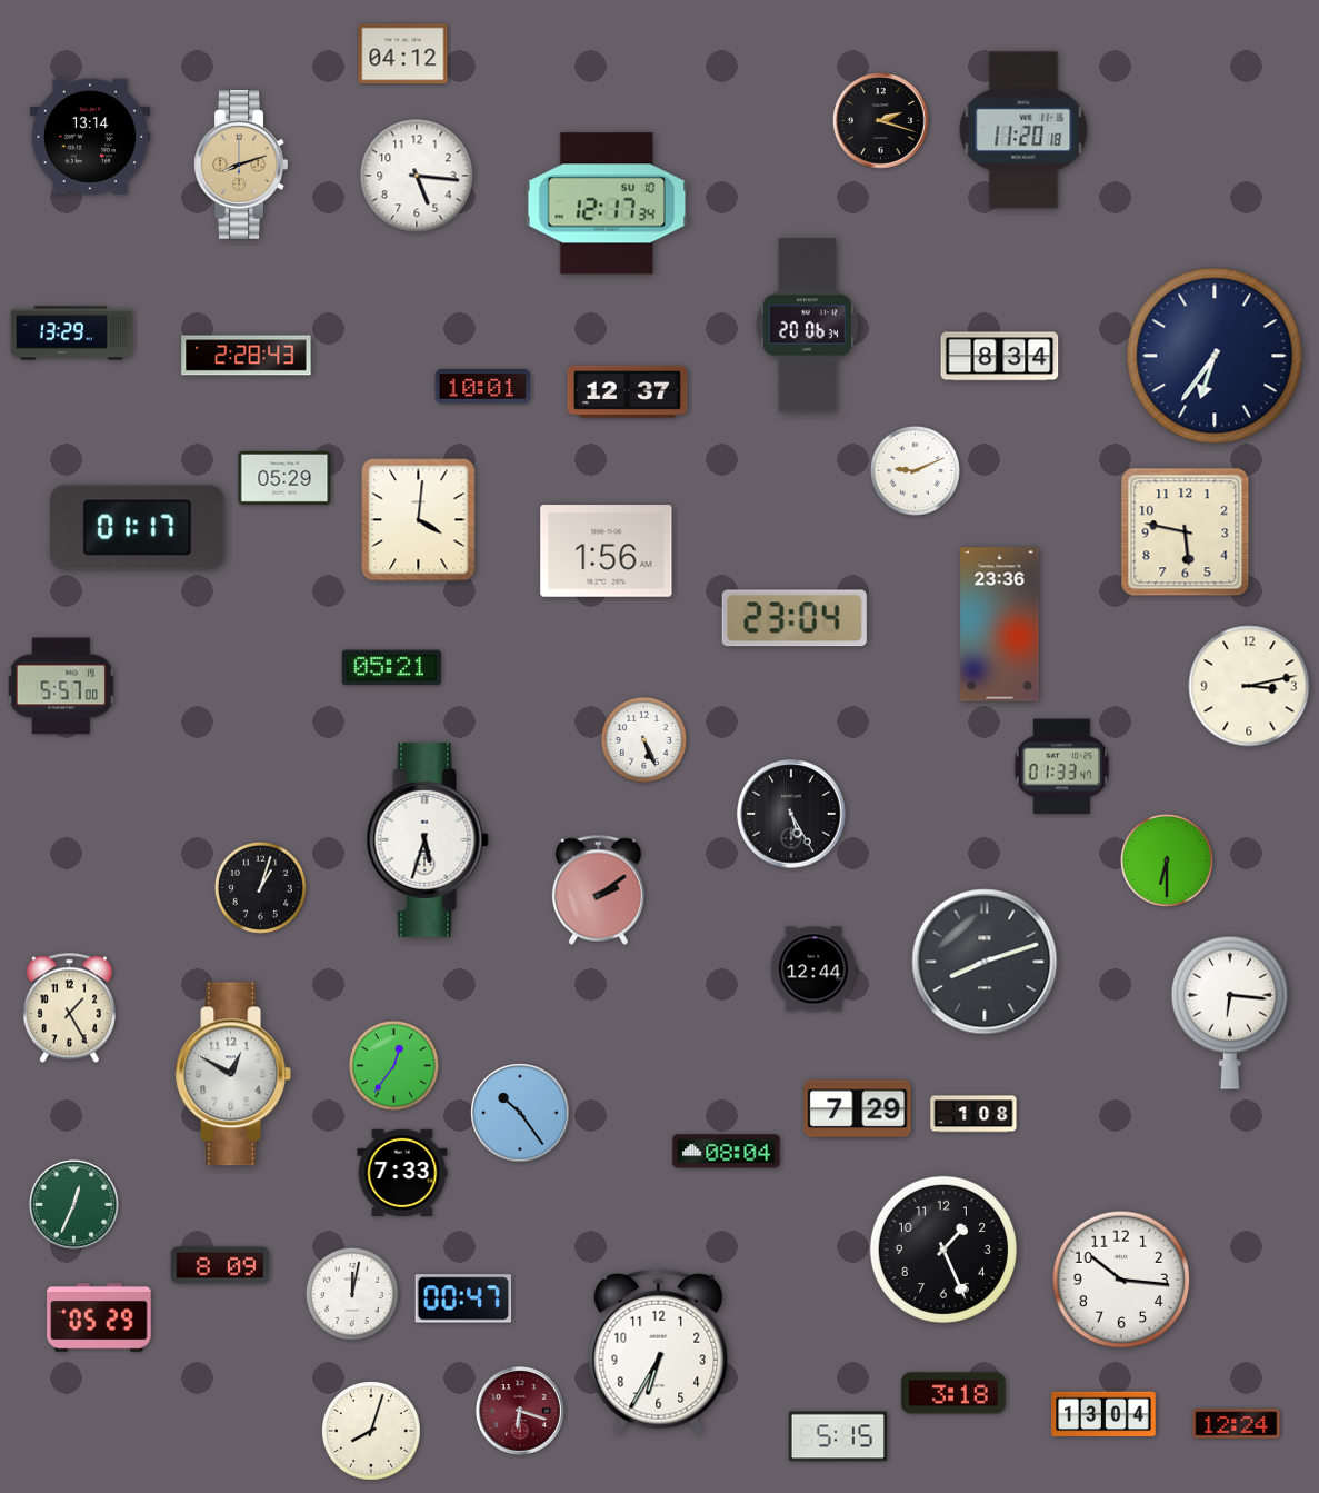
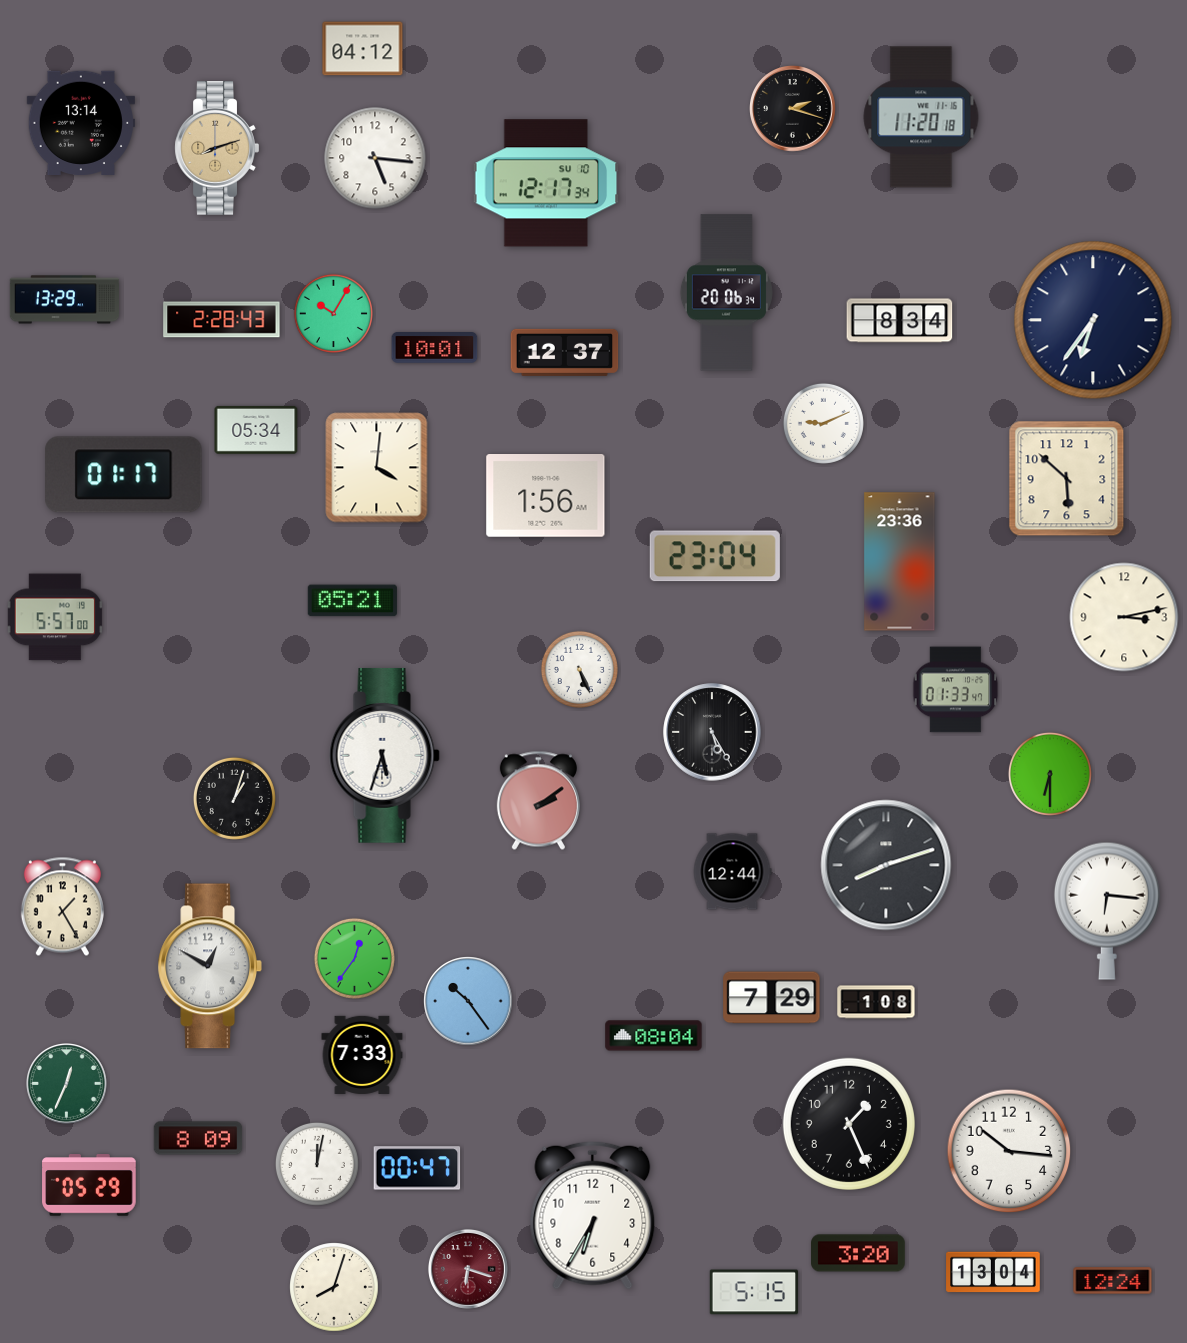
clock at (333, 313): none -> 10:05
clock at (284, 478): 05:29 -> 05:34
clock at (1186, 532): 5:47 -> 5:52
clock at (643, 739) position: (643, 739) -> (579, 669)
clock at (953, 1393): 3:18 -> 3:20
